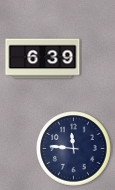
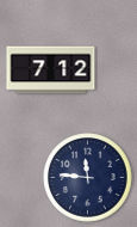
clock at (43, 59): 6:39 -> 7:12
